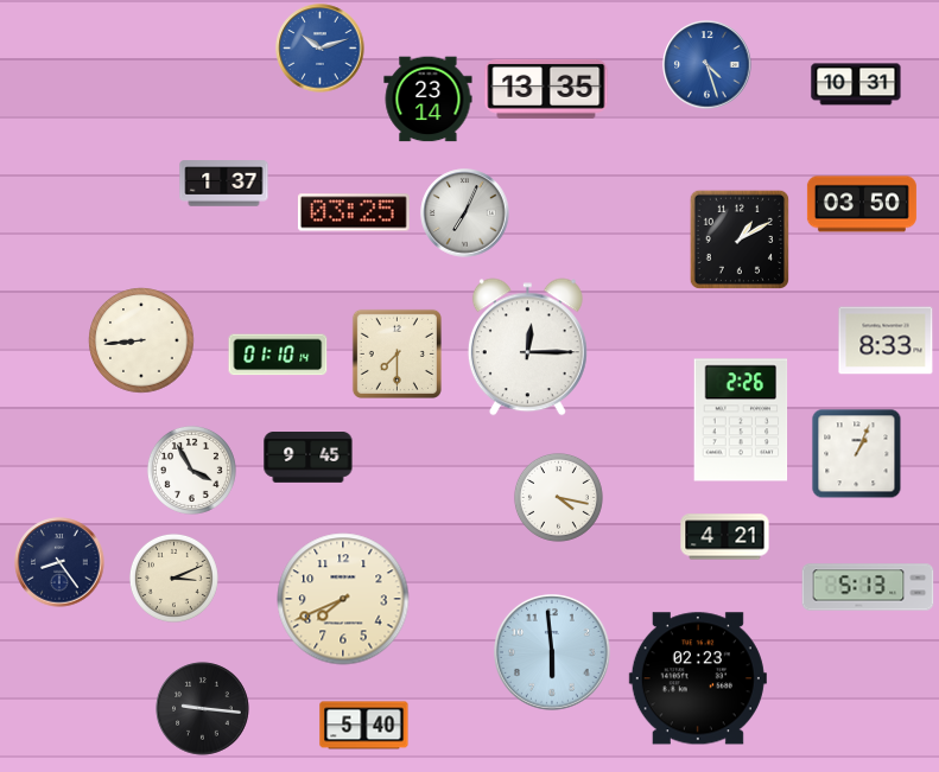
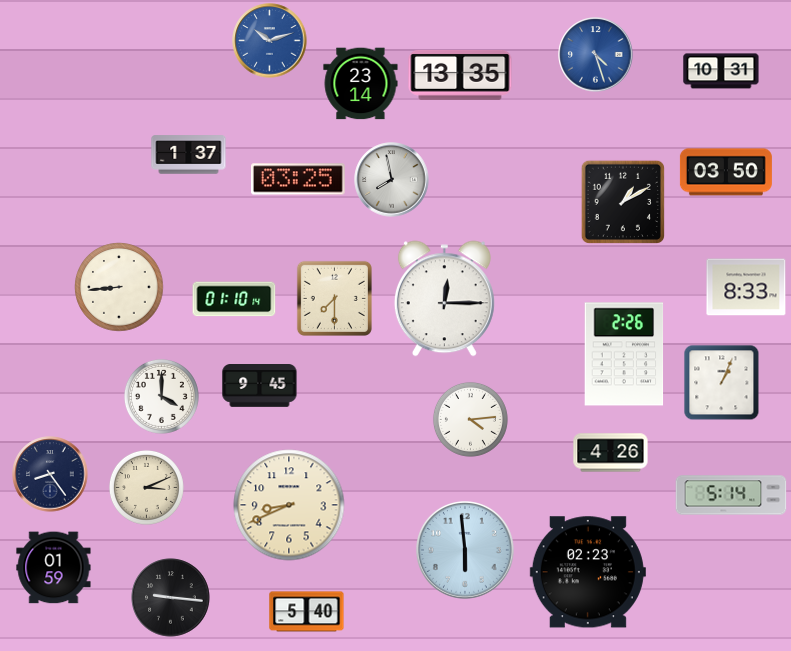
clock at (465, 213): 7:04 -> 7:58
clock at (527, 347) position: (527, 347) -> (444, 299)
clock at (191, 470): 3:55 -> 4:00
clock at (558, 497): 4:17 -> 4:14
clock at (725, 537): 4:21 -> 4:26
clock at (868, 587): 5:13 -> 5:14
clock at (343, 599): 7:41 -> 8:41
clock at (54, 568): none -> 01:59
